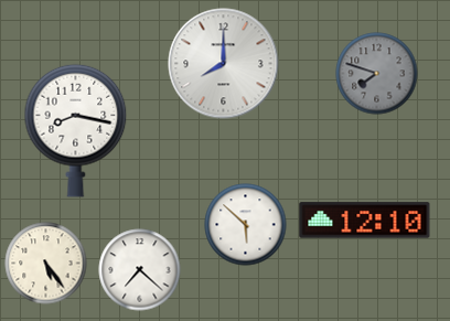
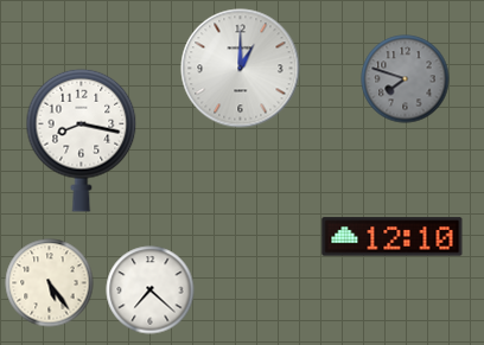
clock at (224, 64): 8:00 -> 1:00
clock at (246, 225): 5:52 -> none
